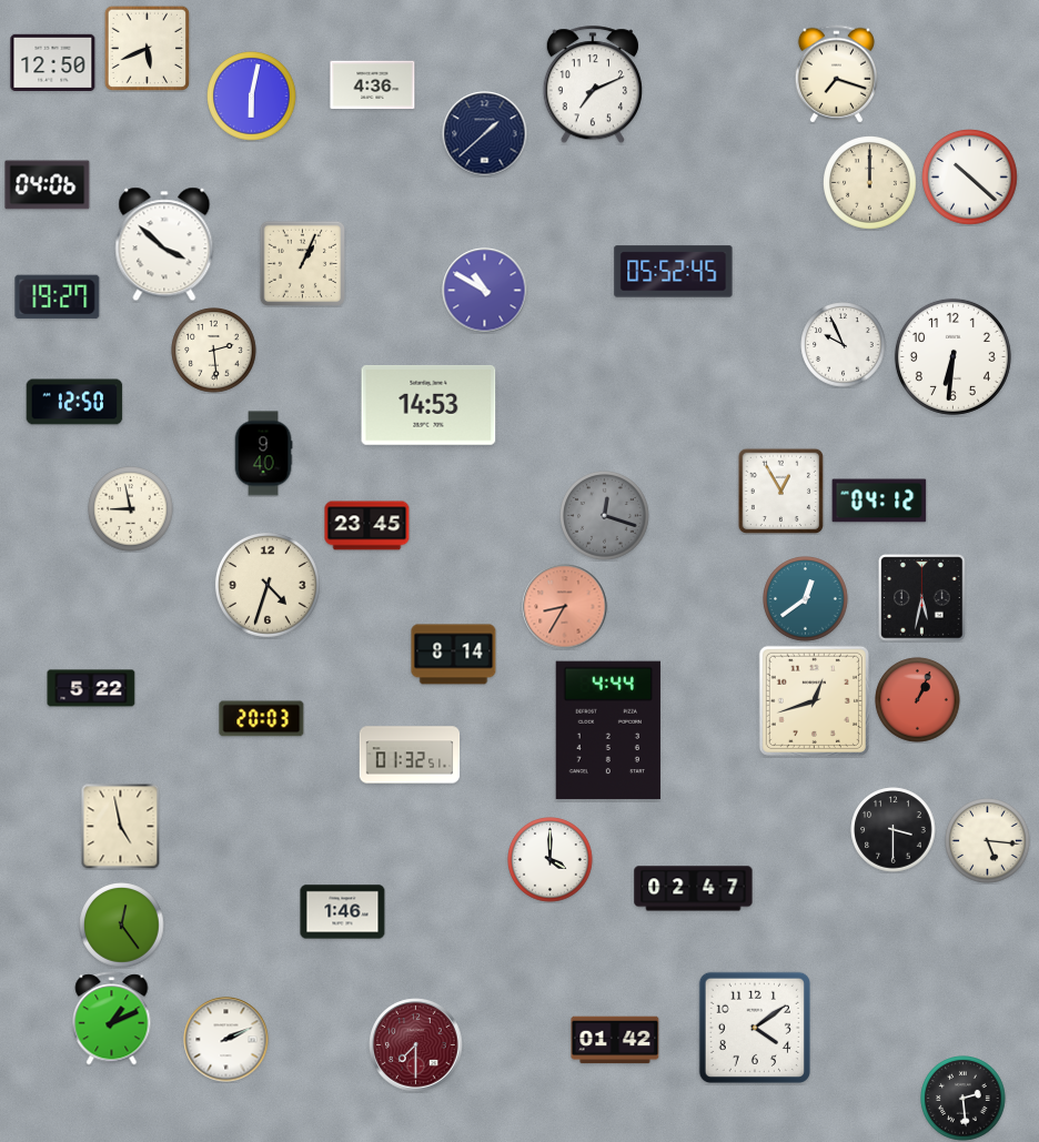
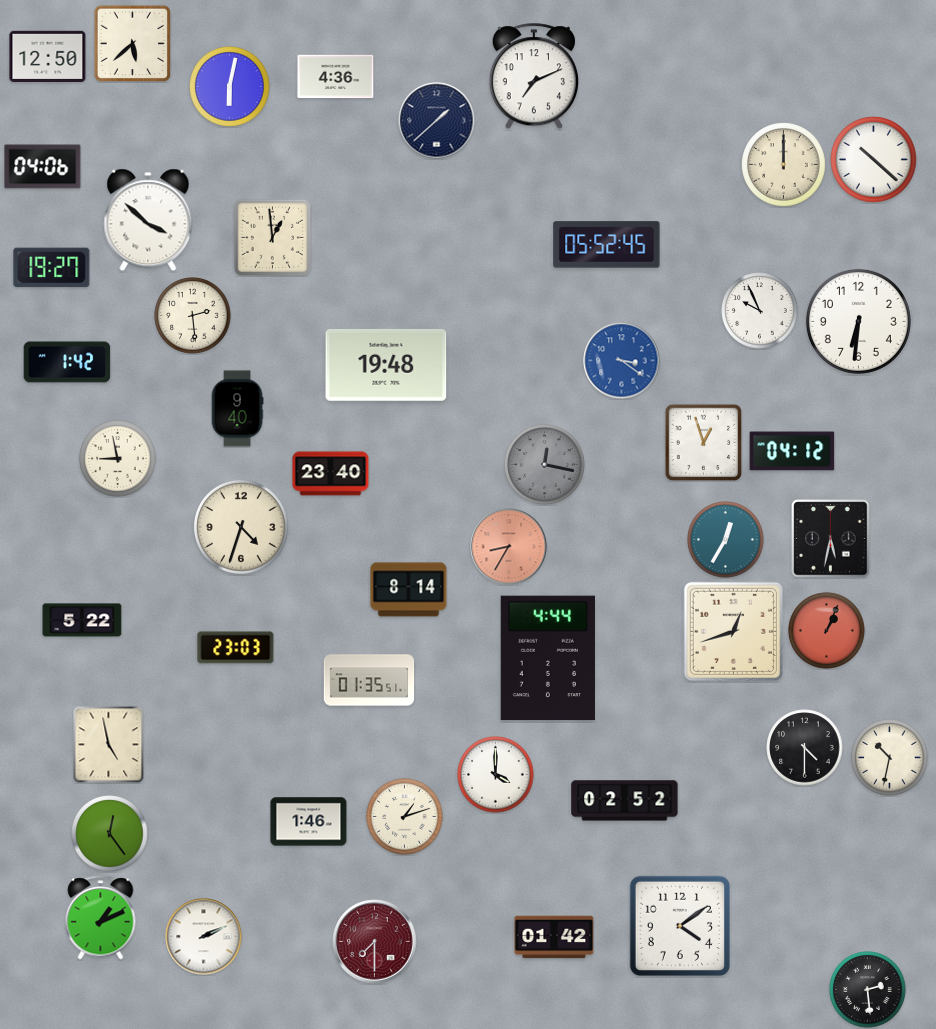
clock at (147, 48): 5:41 -> 5:38
clock at (836, 74): 7:18 -> none
clock at (252, 97) position: (252, 97) -> (230, 87)
clock at (302, 263): 1:04 -> 12:59
clock at (485, 291): 10:50 -> none
clock at (622, 361): none -> 3:21
clock at (74, 402): 12:50 -> 1:42
clock at (428, 405): 14:53 -> 19:48
clock at (780, 491): 12:55 -> 12:57
clock at (605, 516): 12:18 -> 12:17
clock at (367, 526): 23:45 -> 23:40
clock at (806, 599): 12:39 -> 12:35
clock at (262, 719): 20:03 -> 23:03
clock at (410, 755): 01:32 -> 01:35
clock at (894, 830): 3:30 -> 4:30
clock at (988, 841): 5:16 -> 10:32
clock at (694, 889): 02:47 -> 02:52
clock at (405, 817): none -> 1:12
